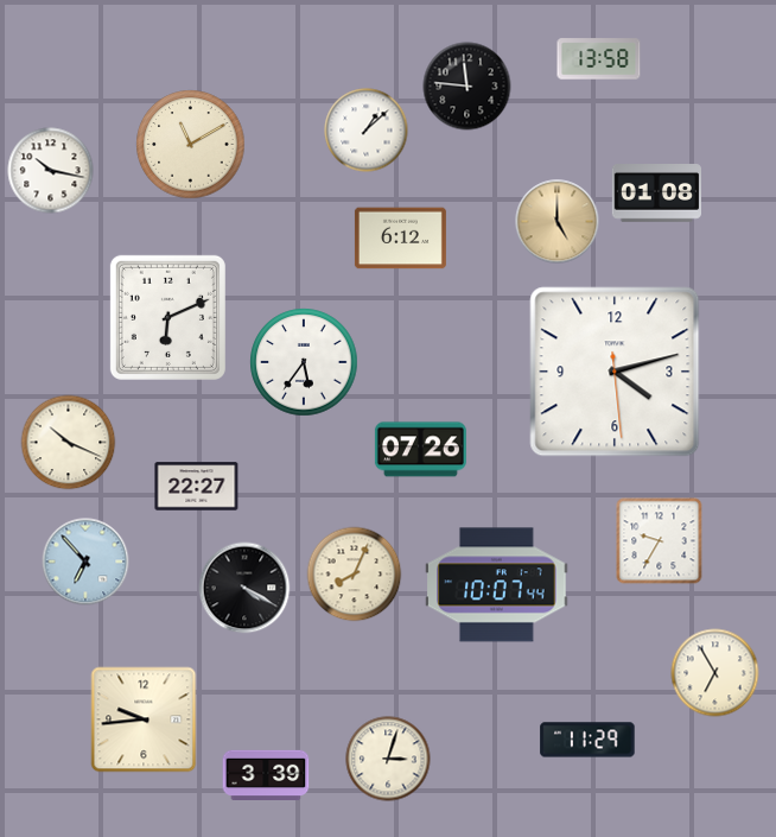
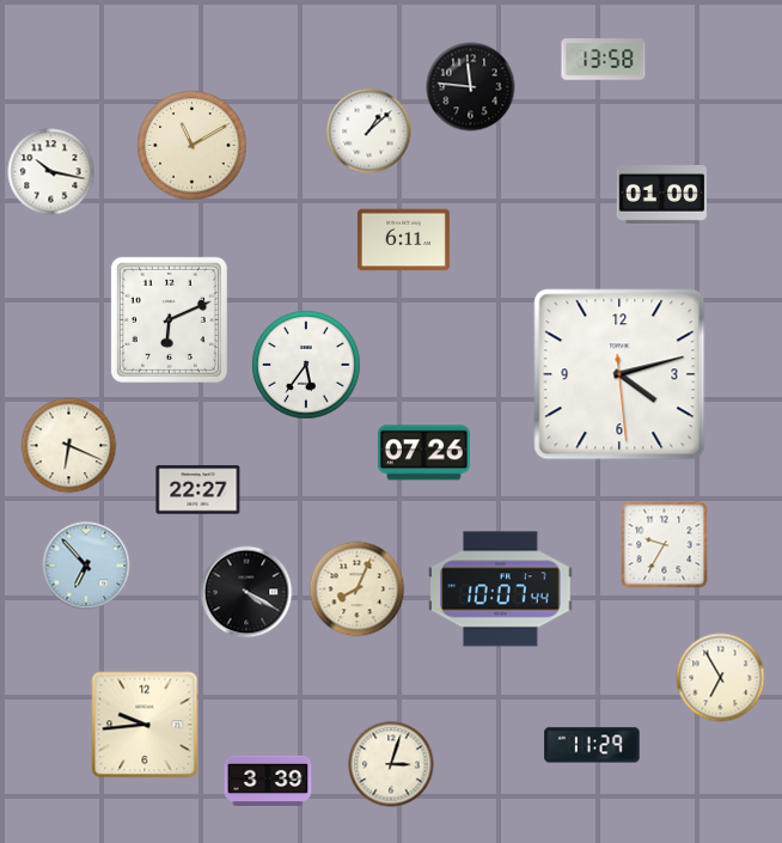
clock at (656, 194): 01:08 -> 01:00
clock at (558, 222): 5:00 -> none
clock at (400, 239): 6:12 -> 6:11
clock at (69, 443): 10:19 -> 6:19
clock at (355, 575) position: (355, 575) -> (358, 590)
